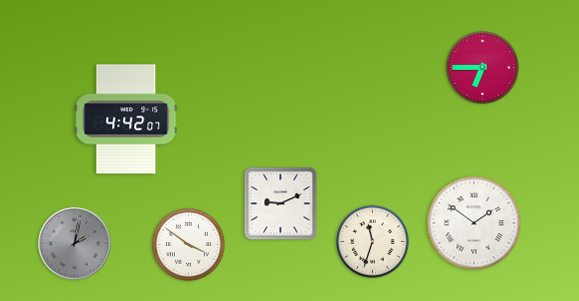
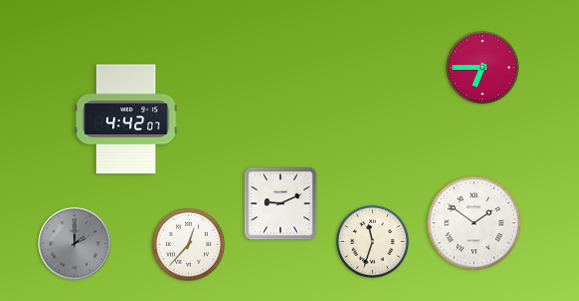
clock at (75, 244): 2:02 -> 2:00
clock at (189, 245): 3:51 -> 12:37
